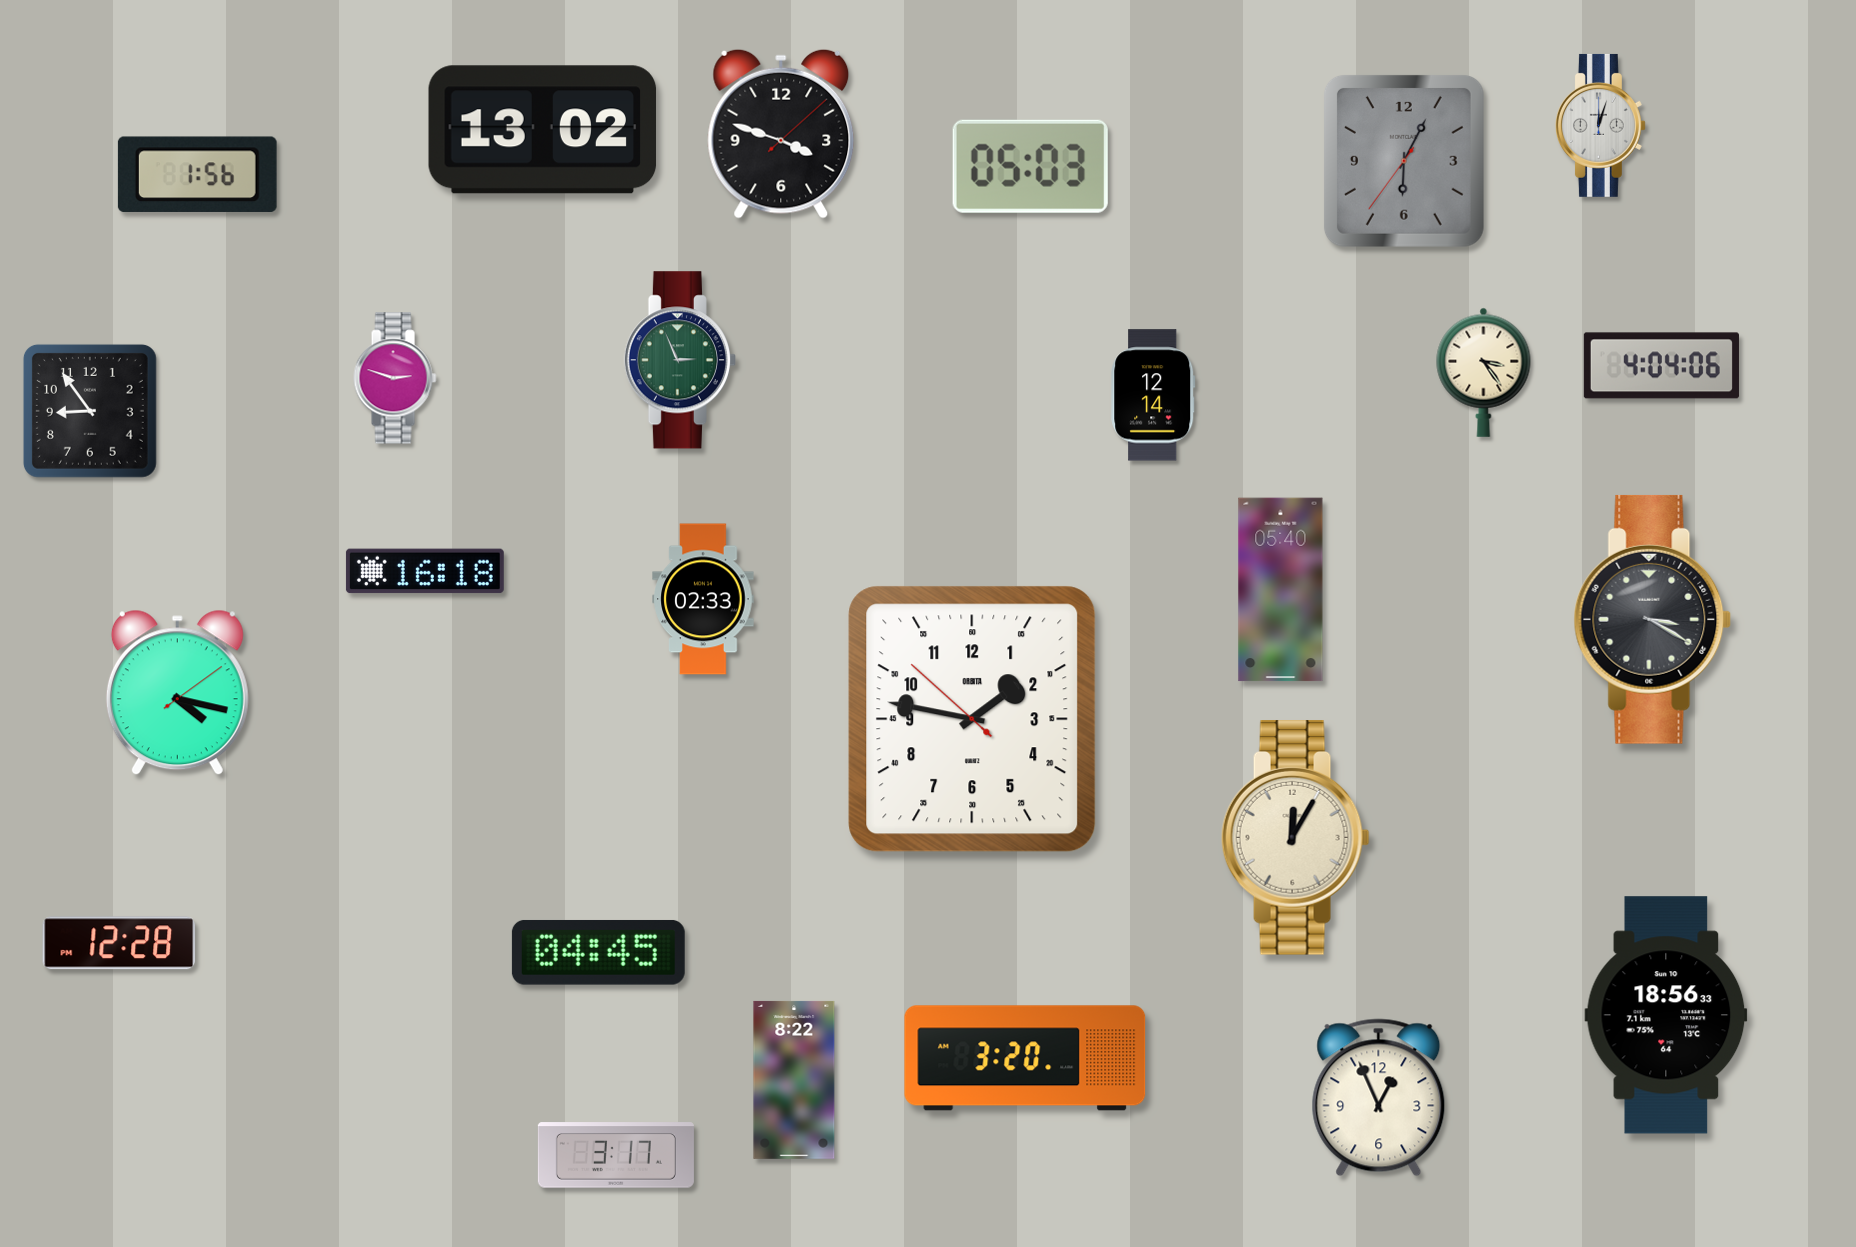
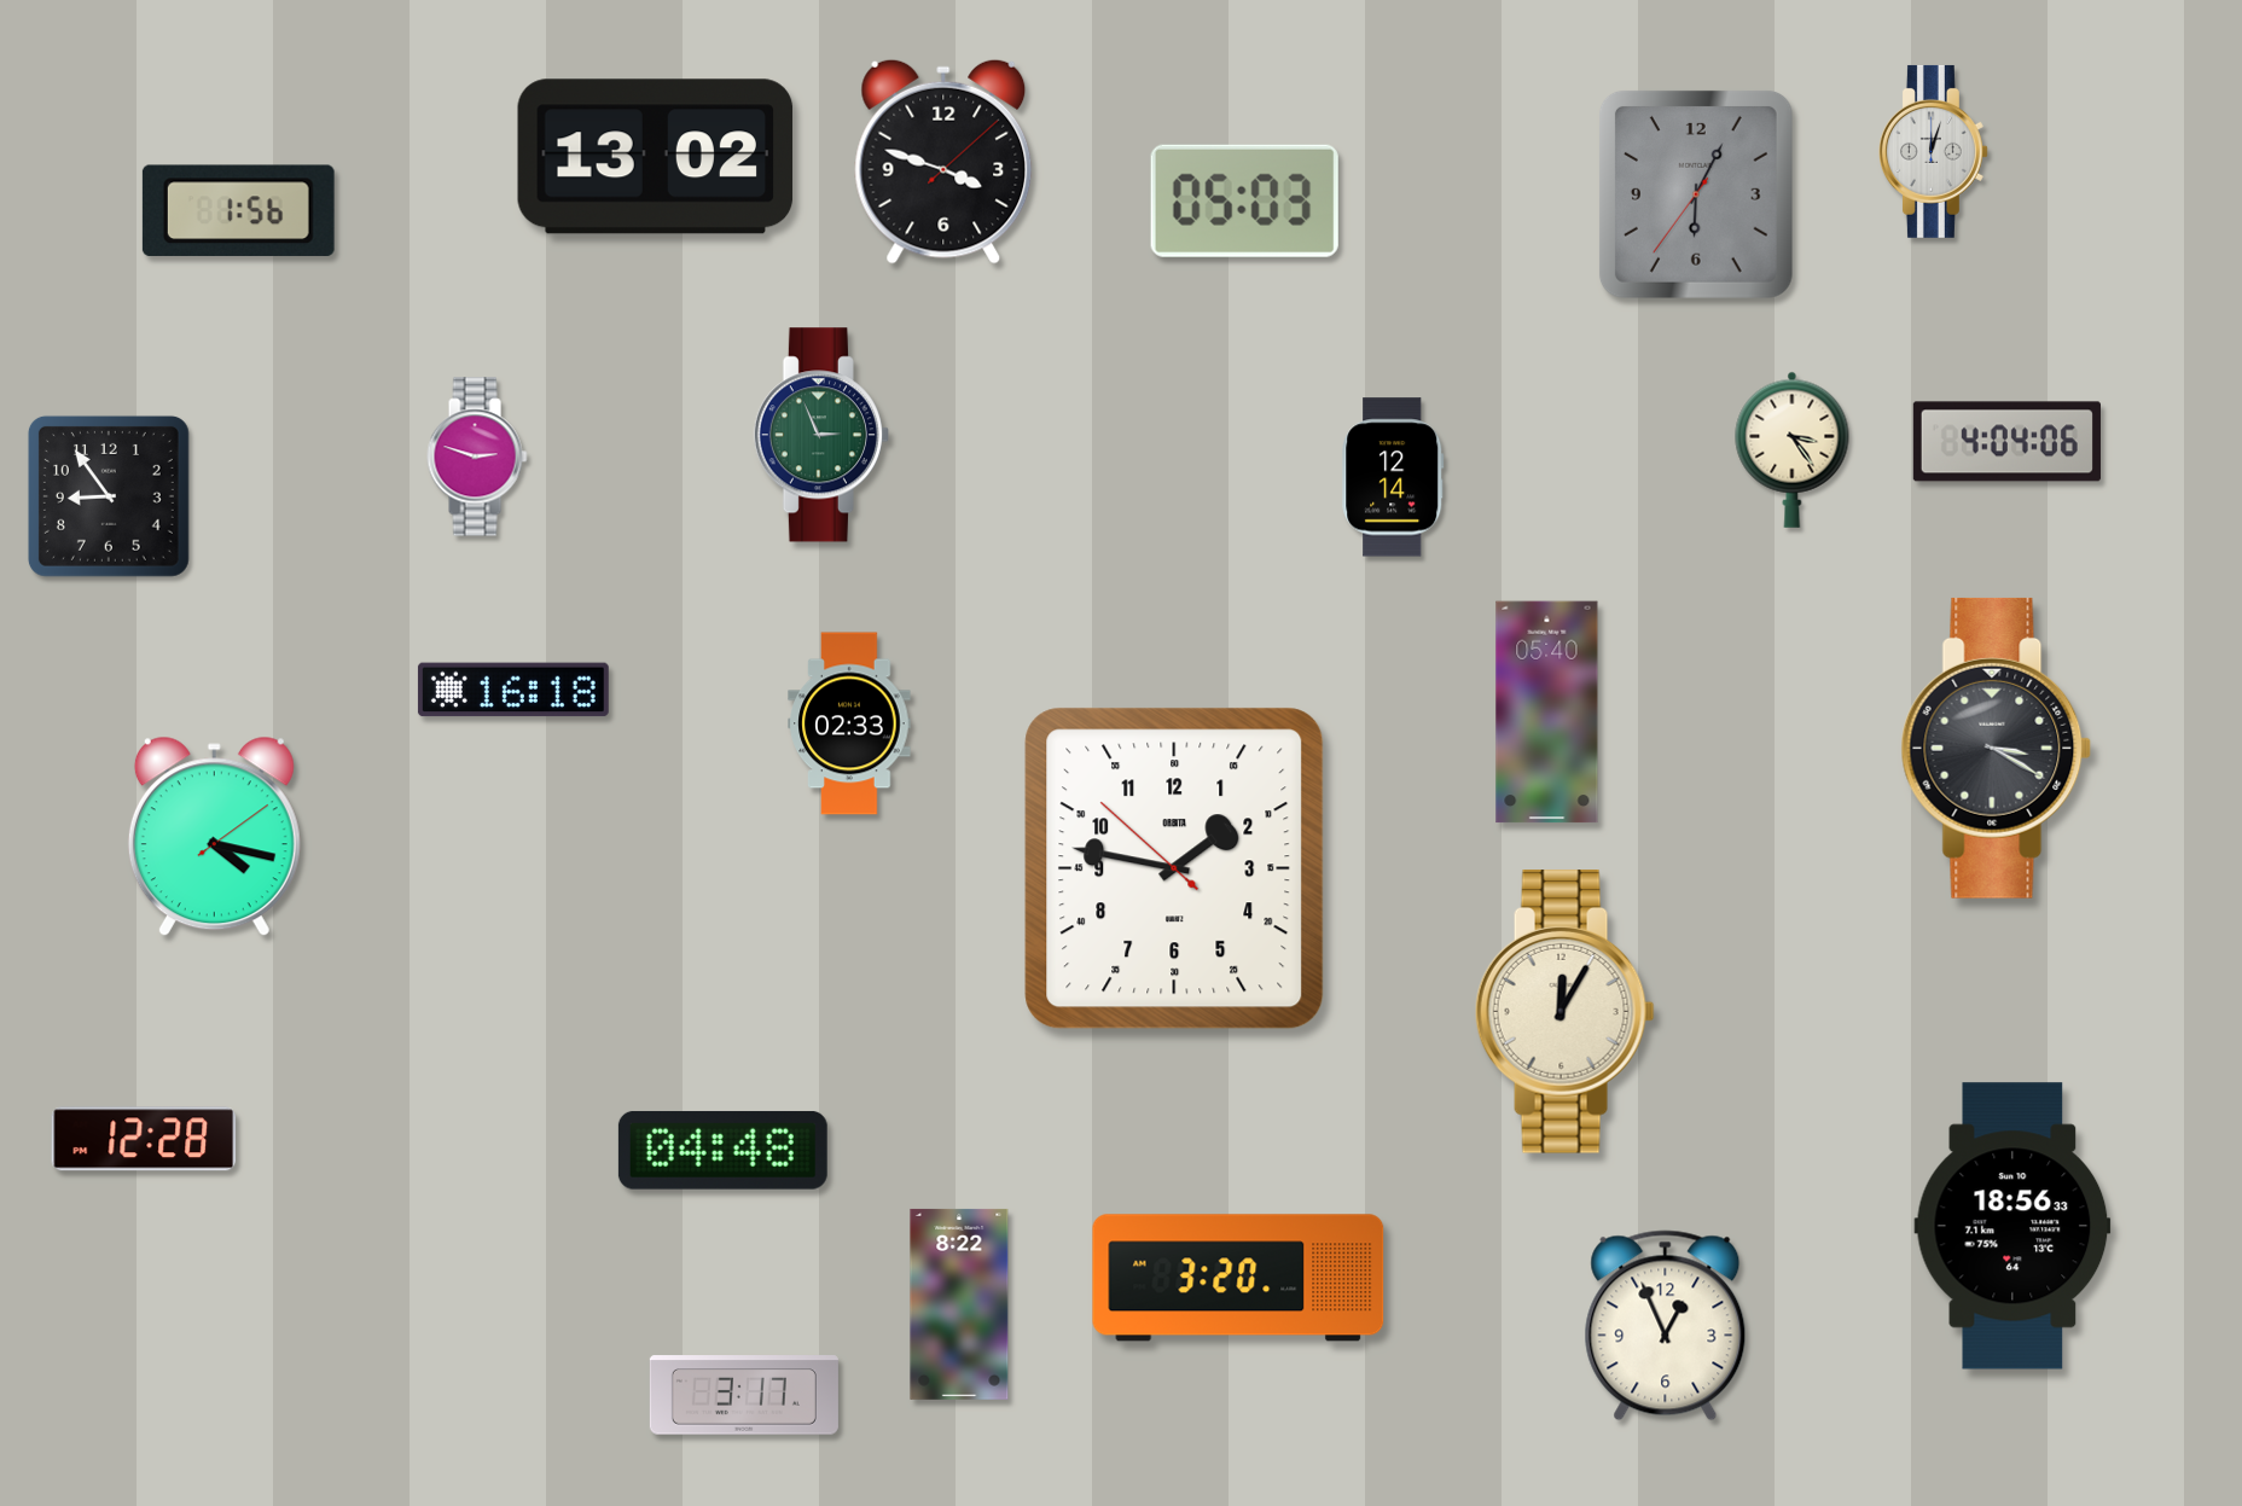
clock at (598, 952): 04:45 -> 04:48
